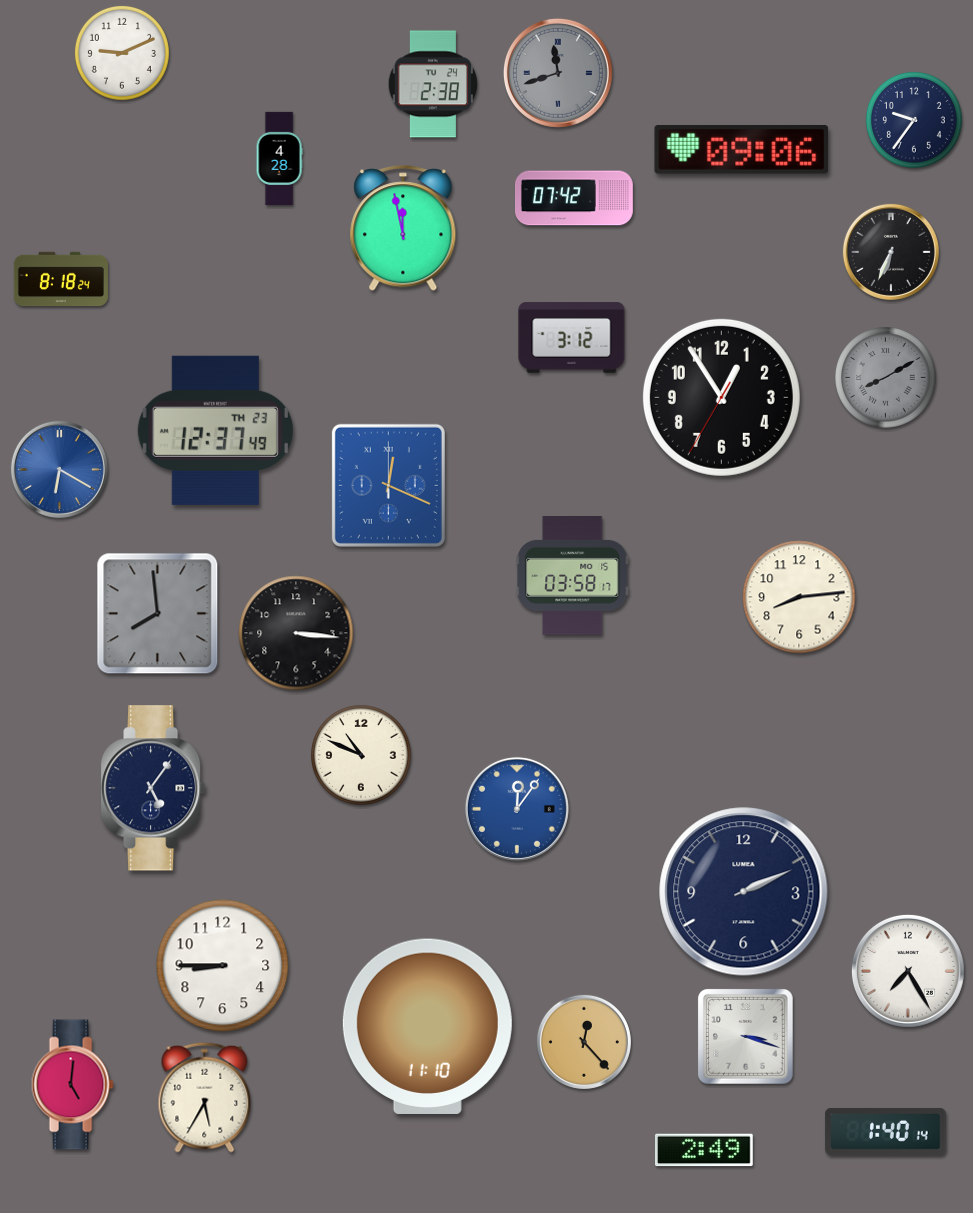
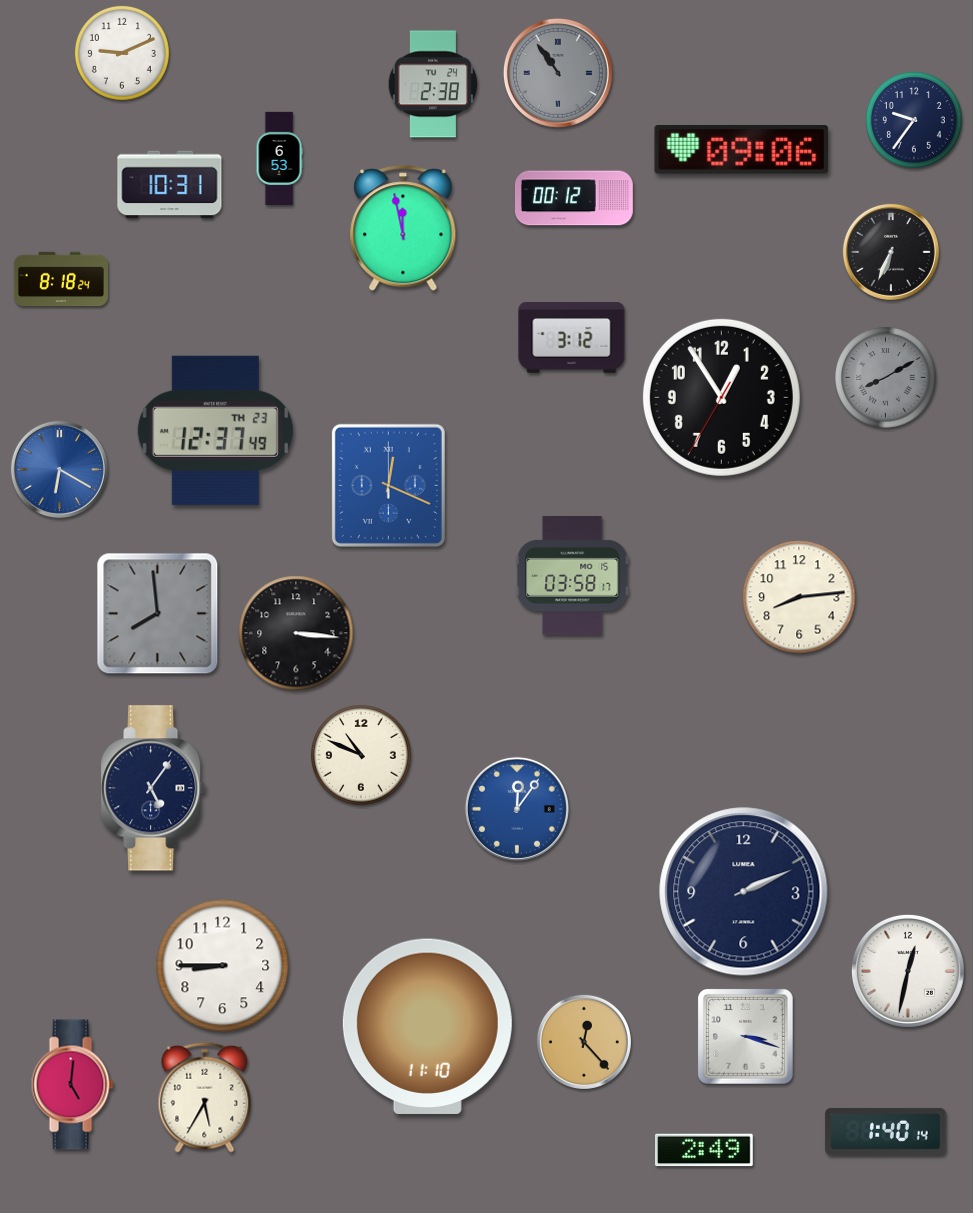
clock at (558, 73): 11:42 -> 10:54
clock at (279, 159): 4:28 -> 6:53
clock at (170, 185): none -> 10:31
clock at (574, 198): 07:42 -> 00:12
clock at (908, 971): 7:25 -> 12:32
